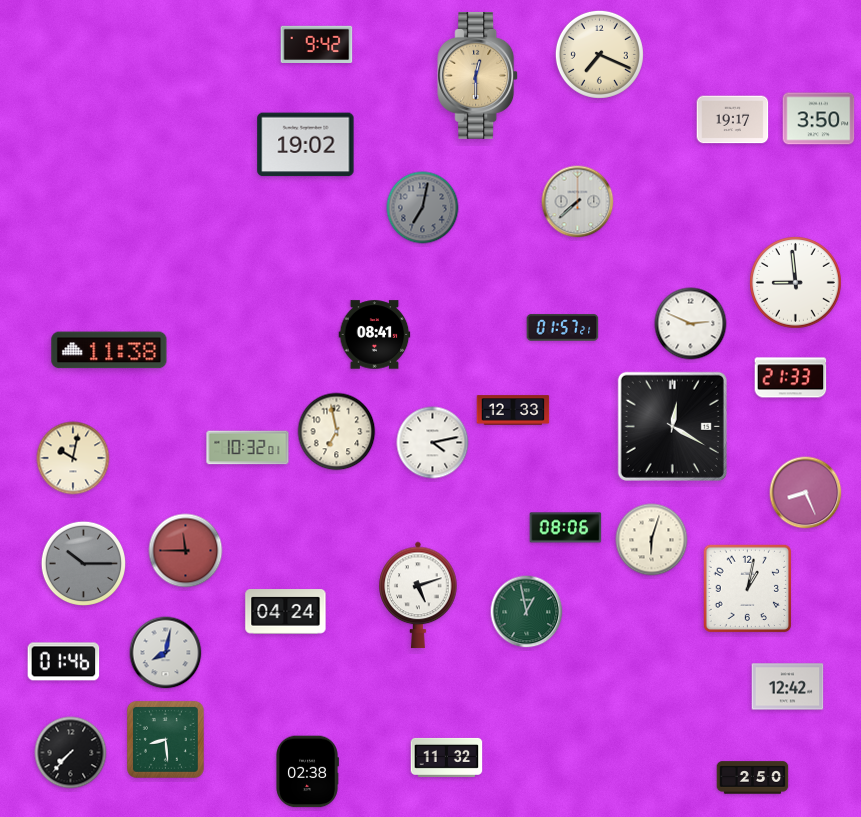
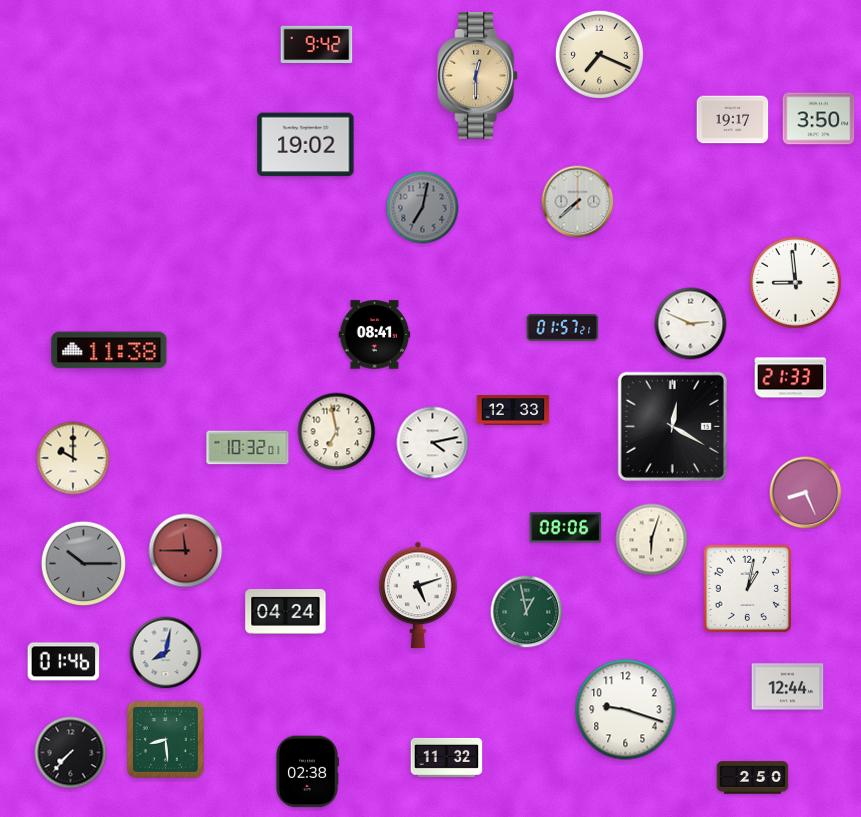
clock at (73, 458): 10:02 -> 10:00
clock at (788, 687): 12:42 -> 12:44
clock at (626, 710): none -> 9:18
